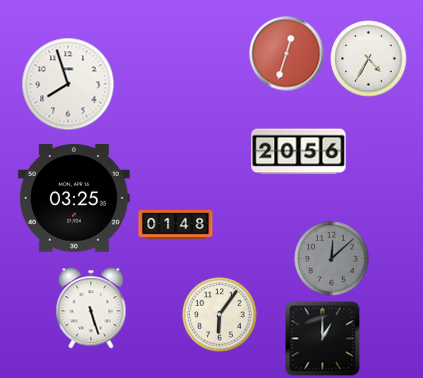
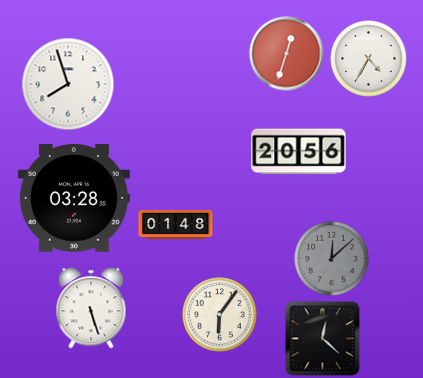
clock at (74, 199): 03:25 -> 03:28
clock at (323, 339): 1:00 -> 12:22
